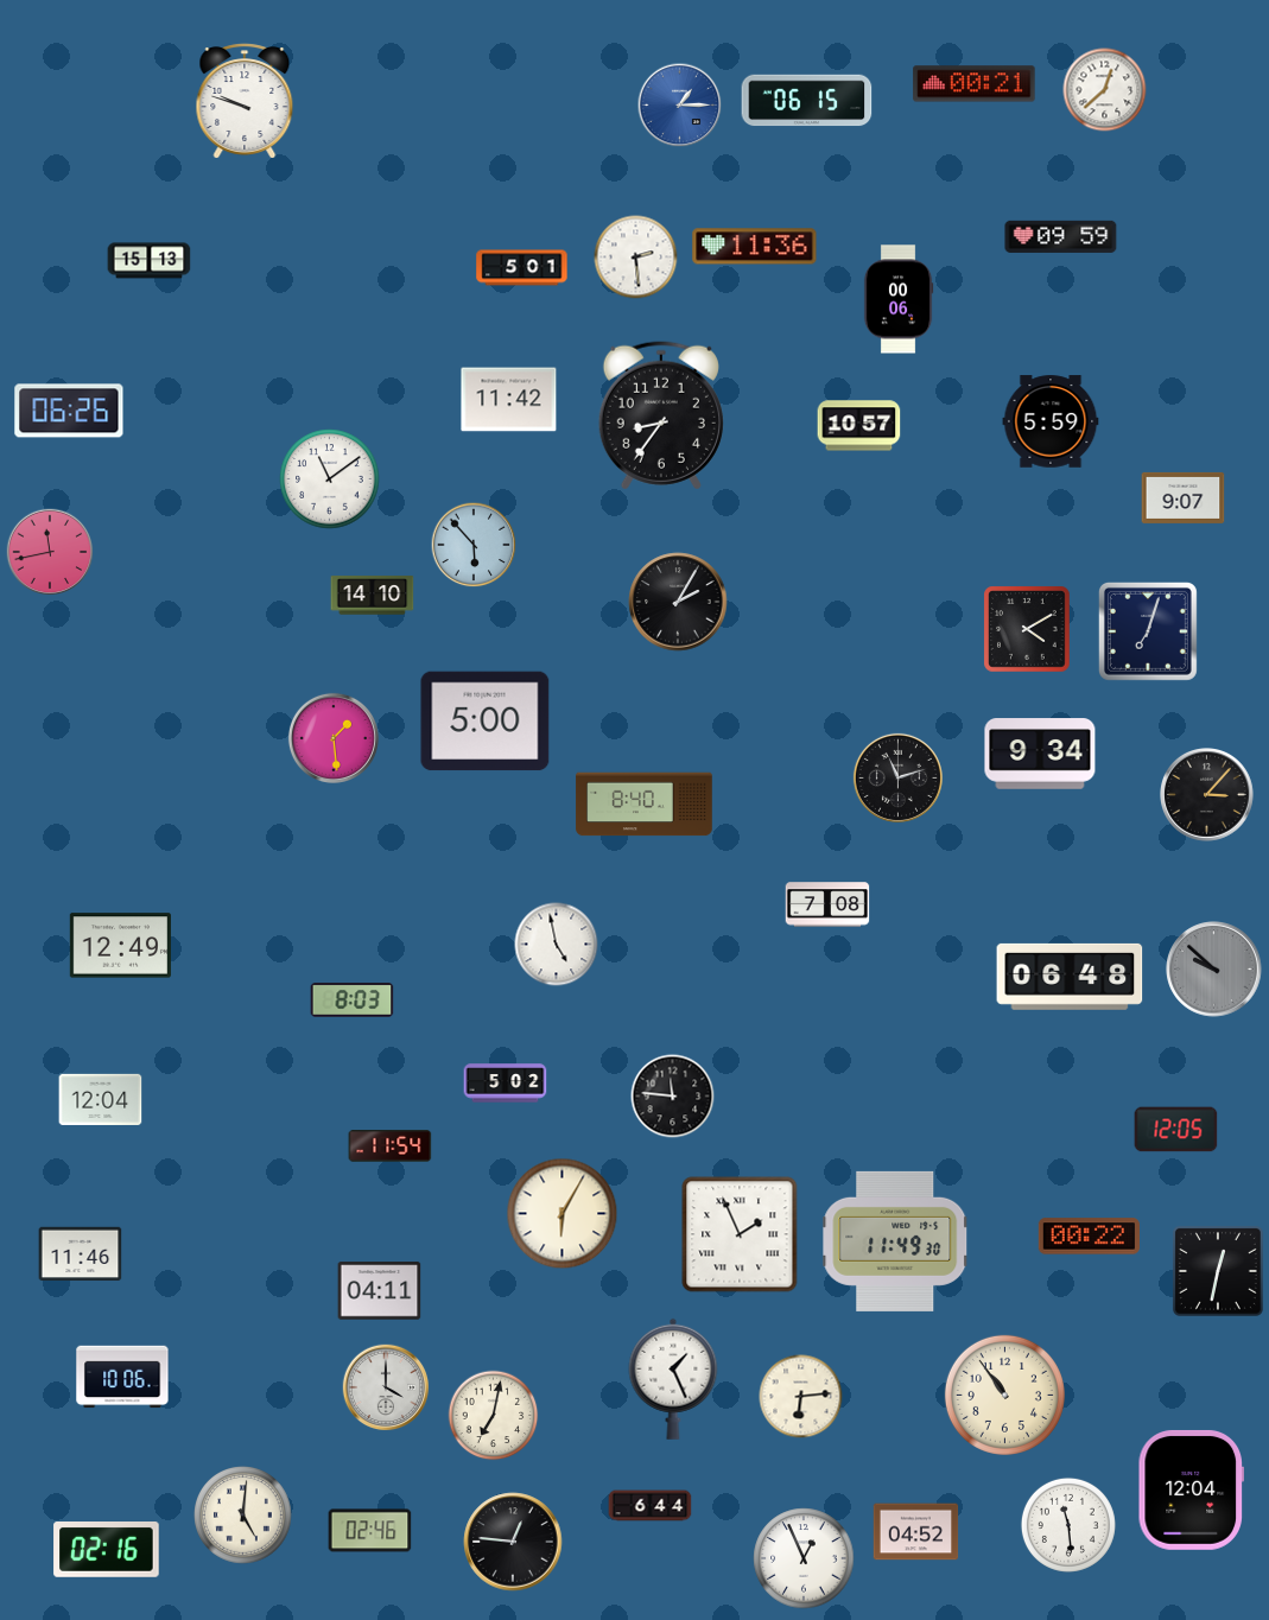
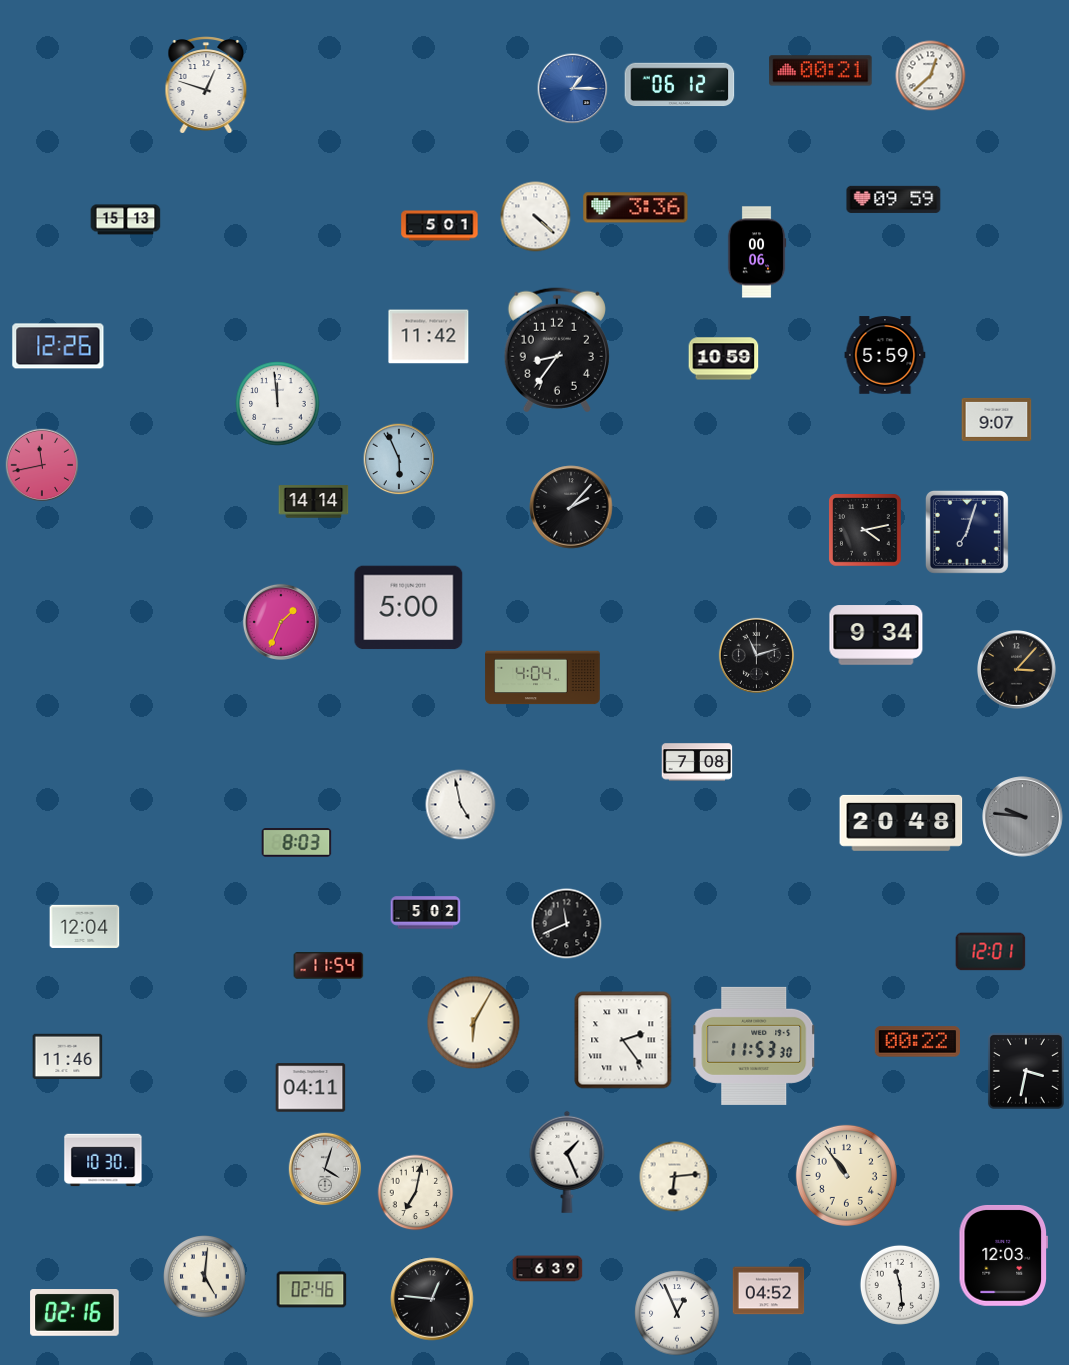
clock at (245, 101): 9:48 -> 12:48
clock at (807, 101): 06:15 -> 06:12
clock at (755, 247): 11:36 -> 3:36
clock at (636, 258): 2:29 -> 4:22
clock at (69, 411): 06:26 -> 12:26
clock at (859, 426): 10:57 -> 10:59
clock at (330, 479): 11:09 -> 11:59
clock at (474, 545): 5:53 -> 5:56
clock at (373, 596): 14:10 -> 14:14
clock at (678, 602): 2:05 -> 2:07
clock at (1027, 629): 4:10 -> 4:13
clock at (334, 738): 1:29 -> 1:34
clock at (645, 805): 8:40 -> 4:04
clock at (557, 945) position: (557, 945) -> (461, 805)
clock at (120, 946): 12:49 -> none
clock at (1214, 970): 9:52 -> 9:46
clock at (1070, 977): 06:48 -> 20:48
clock at (673, 1097): 11:46 -> 11:41
clock at (1176, 1130): 12:05 -> 12:01
clock at (740, 1234): 1:56 -> 2:24
clock at (895, 1241): 11:49 -> 11:53
clock at (1218, 1271): 12:32 -> 3:32
clock at (380, 1291) position: (380, 1291) -> (311, 1088)
clock at (122, 1377): 10:06 -> 10:30
clock at (386, 1387): 4:00 -> 4:03
clock at (1191, 1489): 12:04 -> 12:03
clock at (651, 1506): 6:44 -> 6:39
clock at (916, 1532) position: (916, 1532) -> (769, 1291)
clock at (107, 1550) position: (107, 1550) -> (75, 1313)
